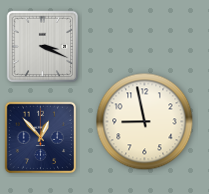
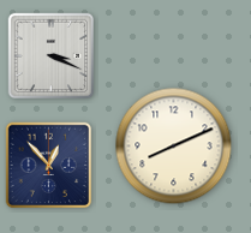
clock at (145, 122): 8:58 -> 8:11
